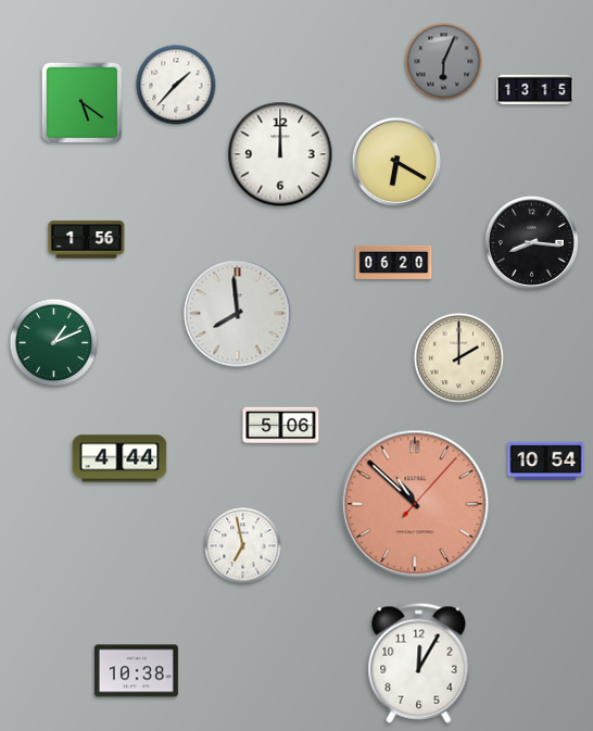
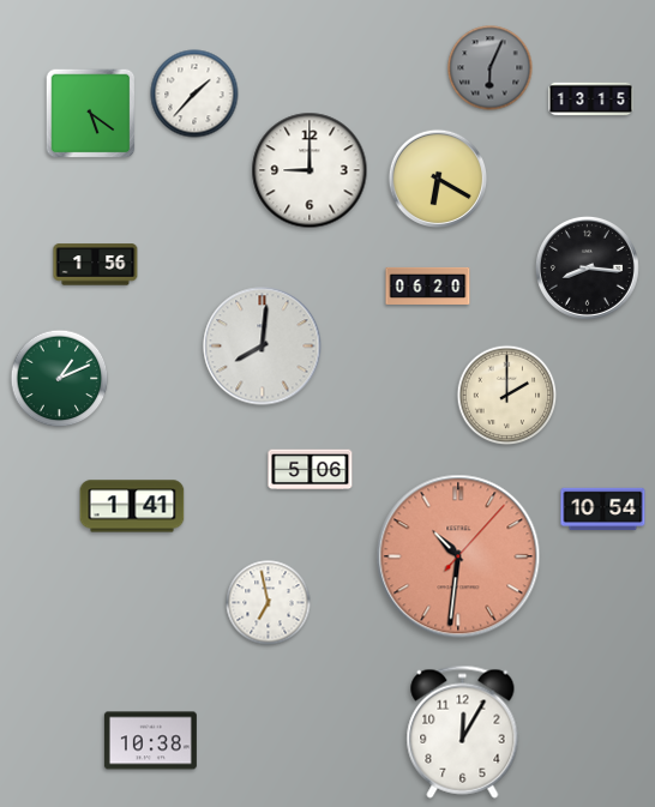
clock at (280, 154): 12:00 -> 9:00
clock at (394, 262) position: (394, 262) -> (428, 285)
clock at (238, 314): 7:59 -> 8:01
clock at (119, 458): 4:44 -> 1:41
clock at (415, 504): 10:52 -> 10:31
